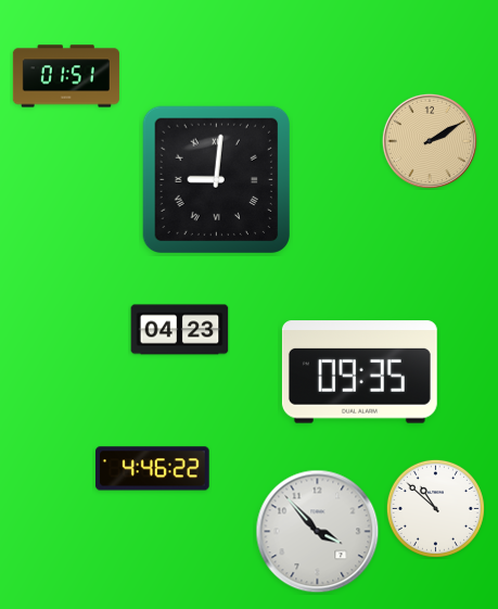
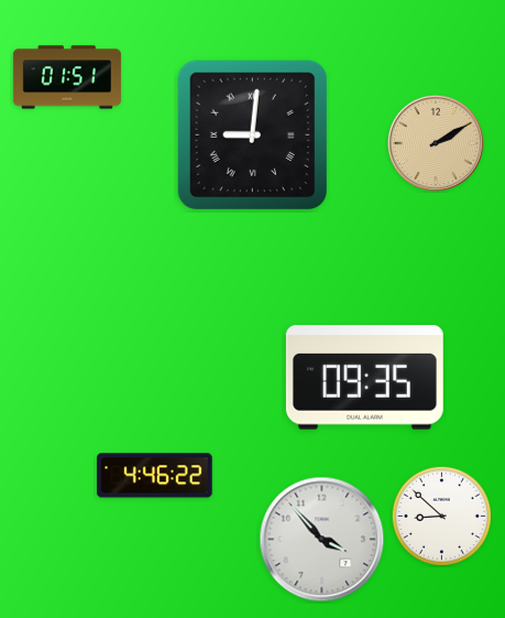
clock at (217, 180) position: (217, 180) -> (253, 135)
clock at (180, 330): 04:23 -> none
clock at (435, 508): 10:52 -> 8:52
